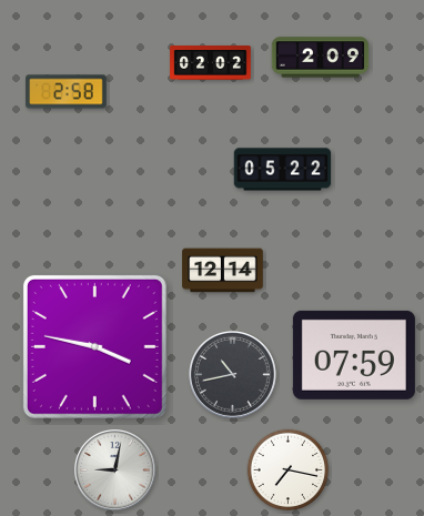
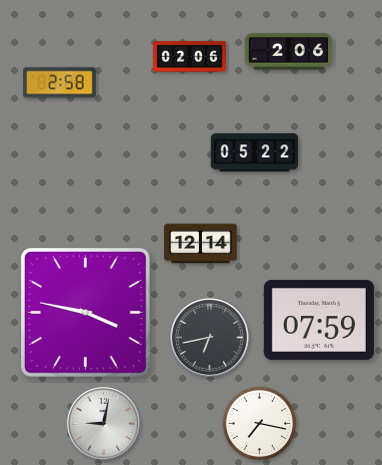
clock at (321, 58): 2:09 -> 2:06
clock at (211, 63): 02:02 -> 02:06
clock at (233, 375): 10:43 -> 6:43
